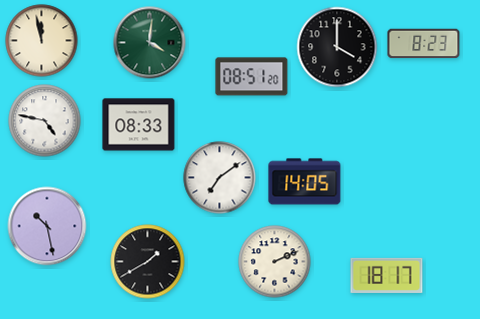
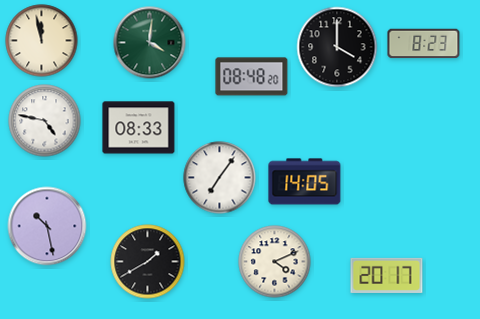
clock at (252, 77): 08:51 -> 08:48
clock at (139, 125) position: (139, 125) -> (139, 128)
clock at (220, 178): 7:09 -> 7:06
clock at (275, 262): 2:11 -> 4:11
clock at (387, 275): 18:17 -> 20:17
